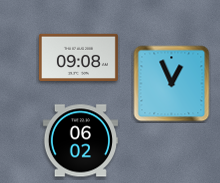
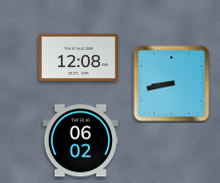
clock at (78, 58): 09:08 -> 12:08
clock at (172, 84): 12:56 -> 8:43
